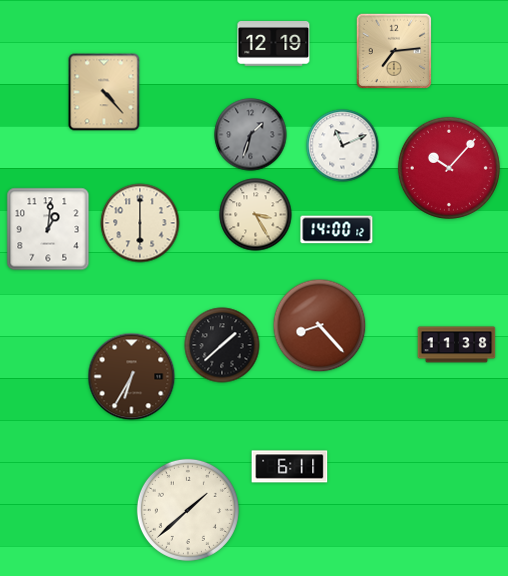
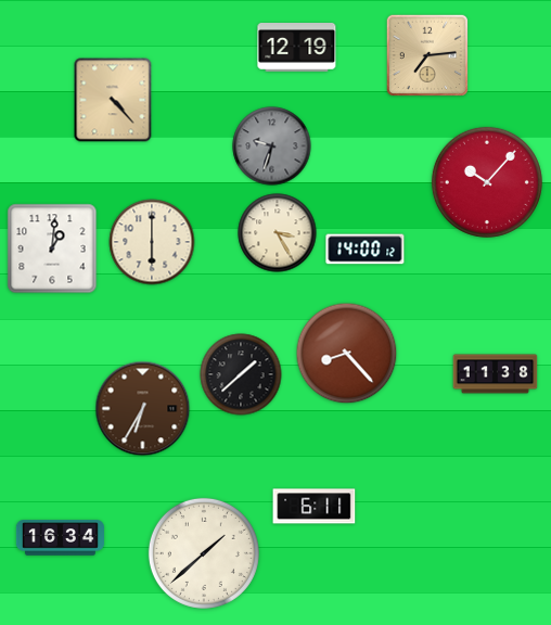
clock at (251, 135): 1:33 -> 9:33
clock at (343, 146): 11:11 -> none
clock at (60, 538): none -> 16:34
